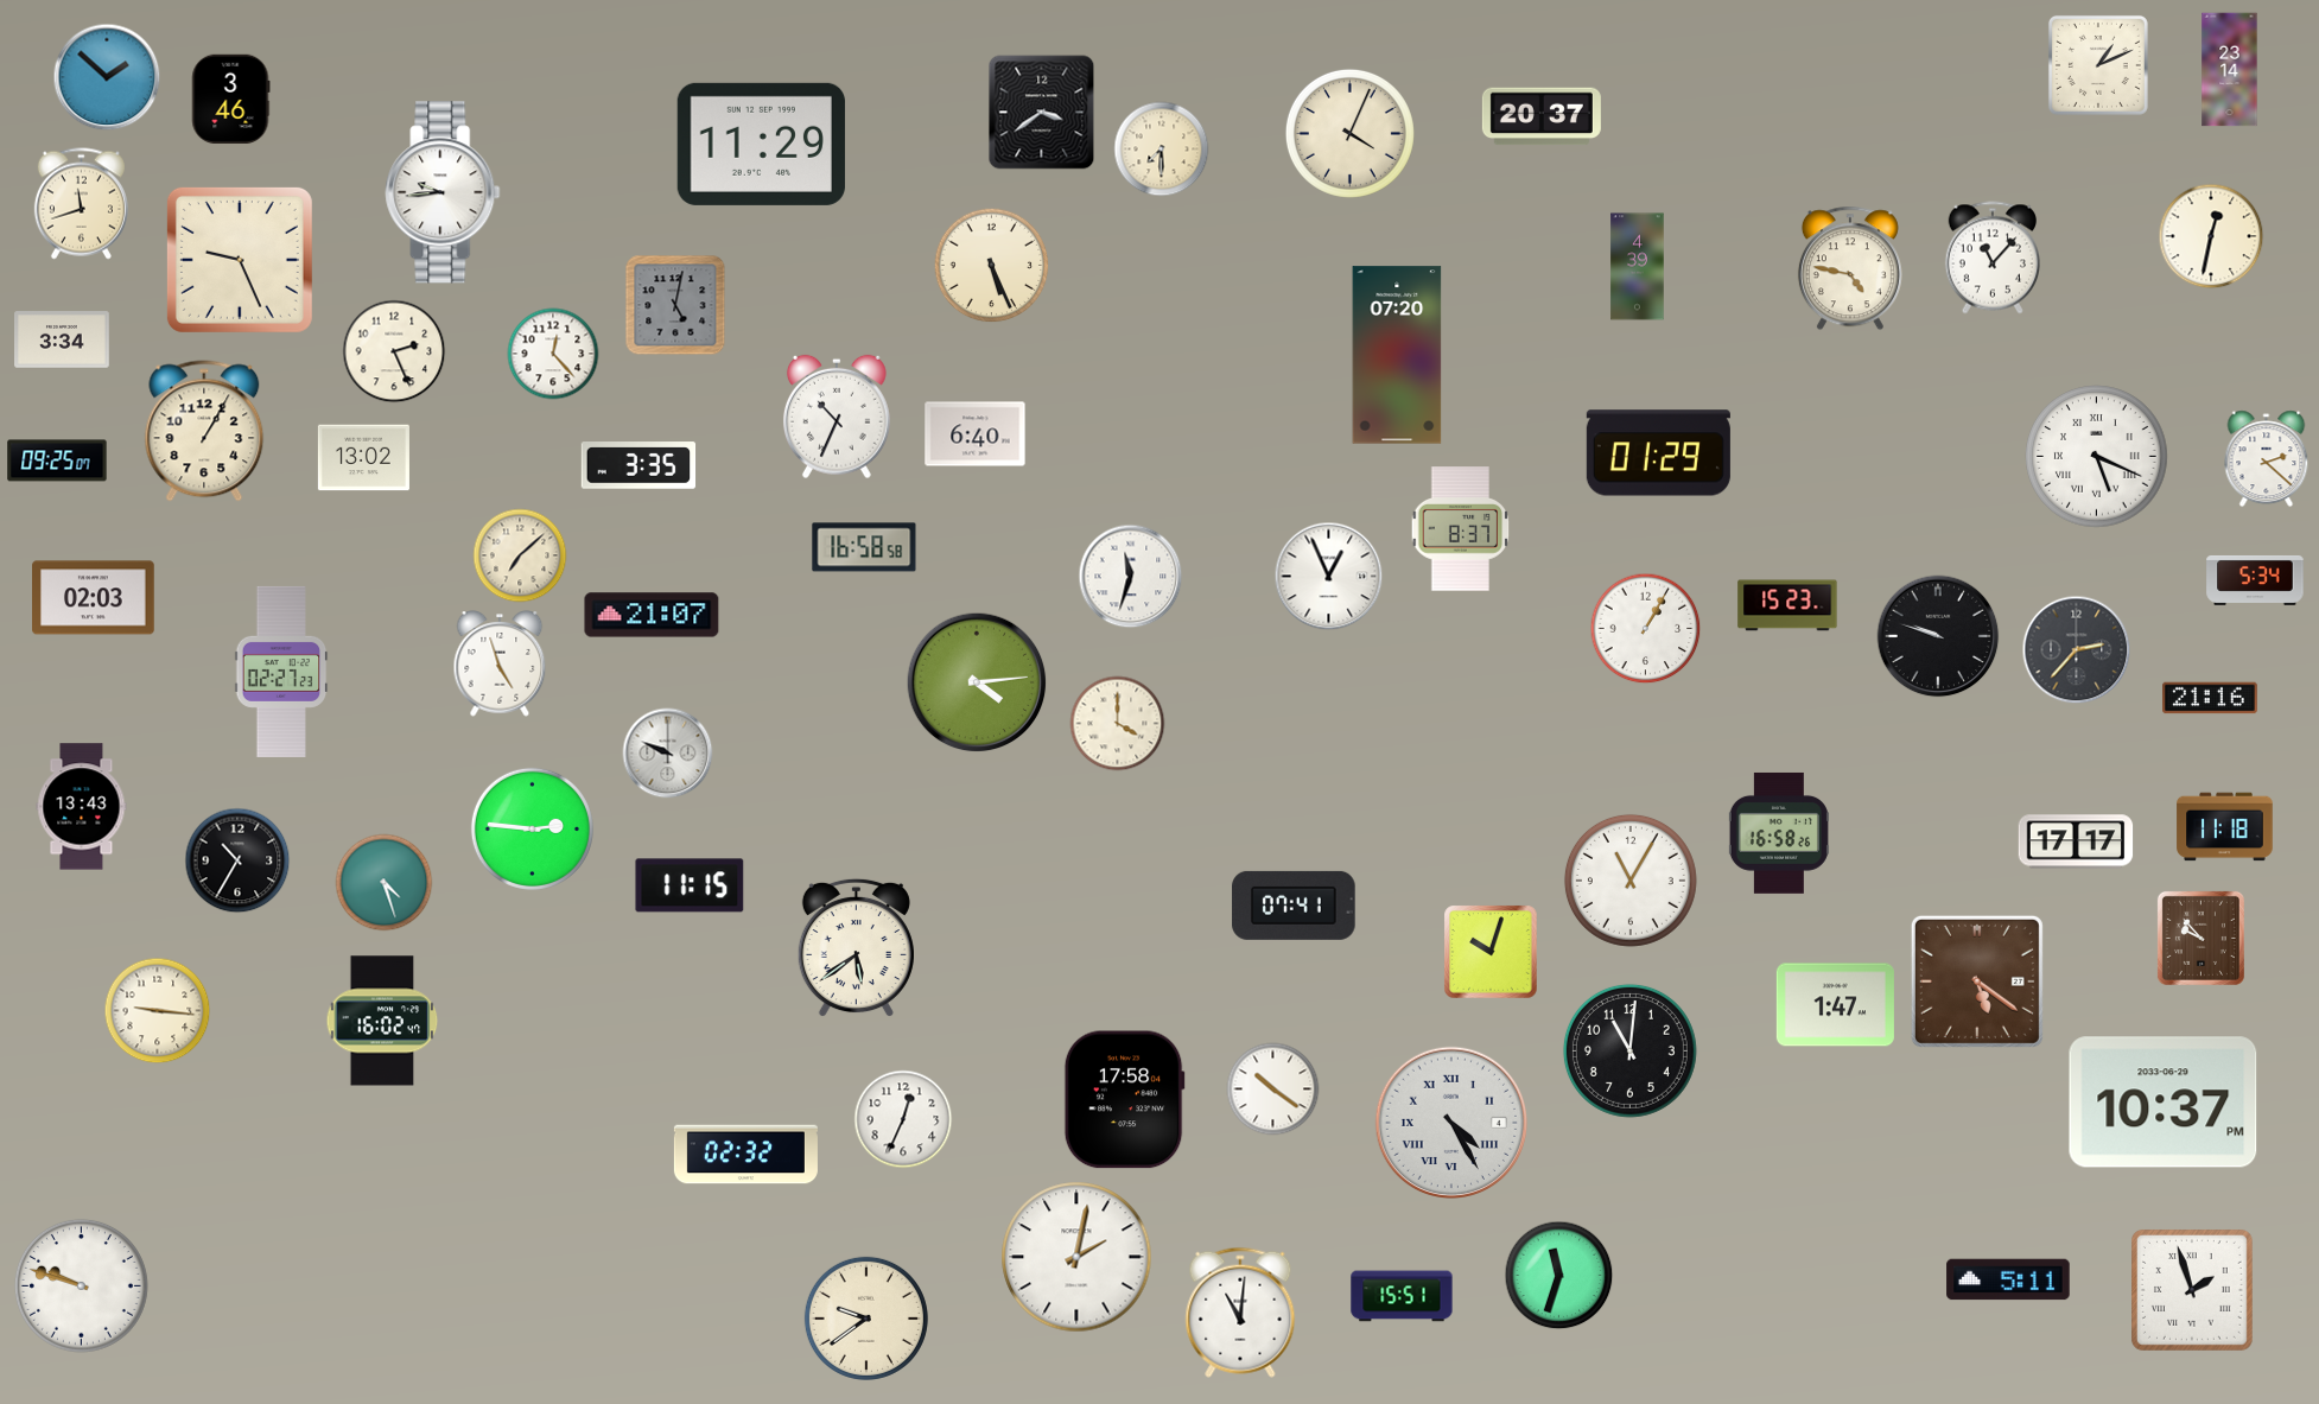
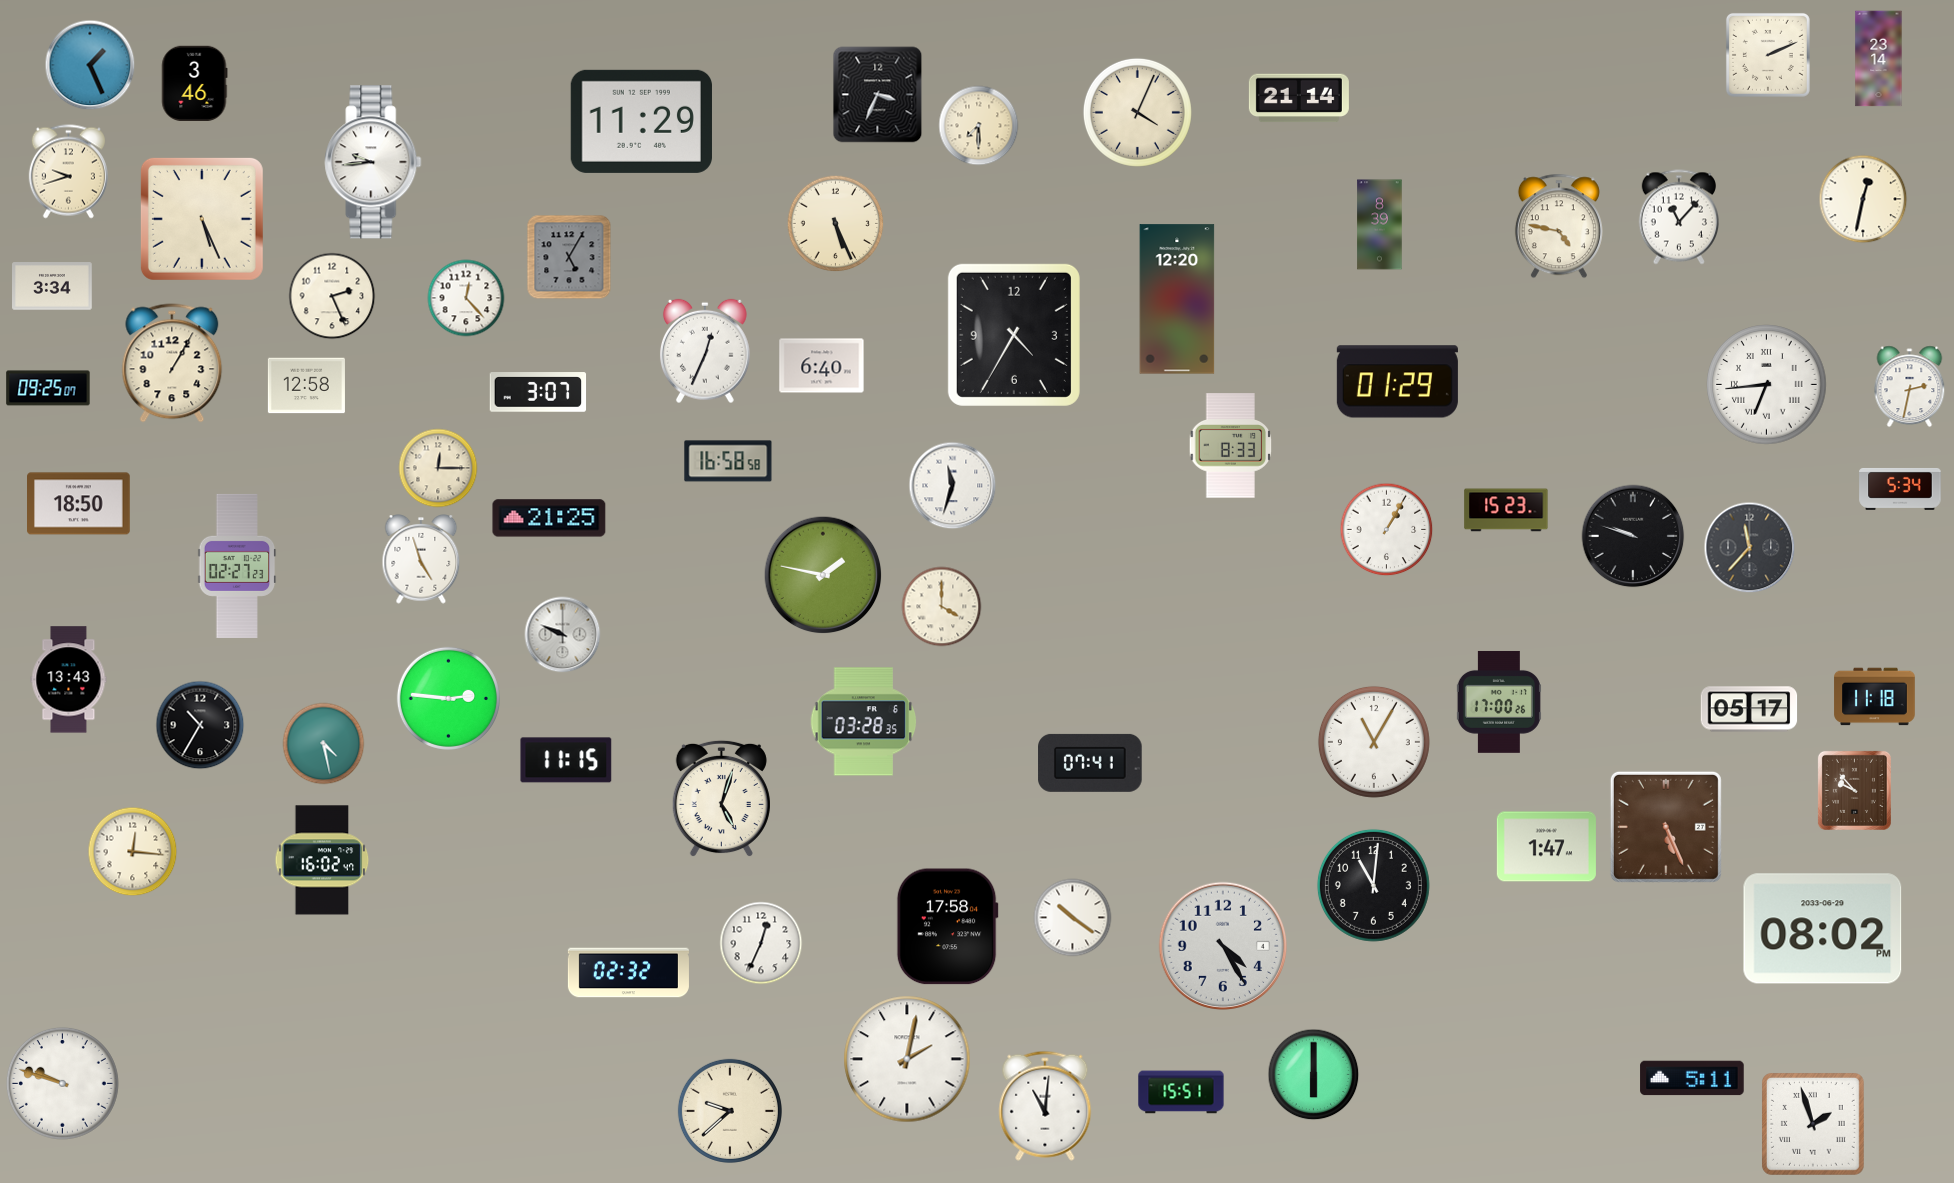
clock at (2098, 65): 1:11 -> 2:11
clock at (107, 77): 1:52 -> 1:26
clock at (1042, 113): 3:39 -> 3:34
clock at (1542, 116): 20:37 -> 21:14
clock at (81, 204): 11:42 -> 9:42
clock at (240, 260): 9:26 -> 5:26
clock at (1638, 267): 4:39 -> 8:39
clock at (675, 305): 5:02 -> 5:05
clock at (1397, 355): 07:20 -> 12:20
clock at (1014, 335): none -> 4:35
clock at (837, 417): 10:34 -> 12:34
clock at (2097, 457): 5:19 -> 6:44
clock at (363, 458): 13:02 -> 12:58
clock at (2267, 459): 2:22 -> 2:32
clock at (638, 465): 3:35 -> 3:07
clock at (1461, 529): 8:37 -> 8:33
clock at (520, 555): 7:08 -> 12:15
clock at (1329, 577): 12:56 -> none
clock at (94, 598): 02:03 -> 18:50
clock at (652, 615): 21:07 -> 21:25
clock at (2077, 650): 2:37 -> 11:37
clock at (977, 682): 4:14 -> 1:47
clock at (2211, 698): 21:16 -> none
clock at (1118, 724) position: (1118, 724) -> (942, 607)
clock at (1779, 833): 16:58 -> 17:00
clock at (2076, 841): 17:17 -> 05:17
clock at (864, 722): none -> 03:28
clock at (385, 883): 4:27 -> 4:28
clock at (690, 885) position: (690, 885) -> (566, 760)
clock at (856, 948): 5:39 -> 5:03
clock at (1491, 952): 10:03 -> none
clock at (1977, 981): 5:21 -> 5:26
clock at (158, 1011): 9:16 -> 12:16
clock at (2164, 1103): 10:37 -> 08:02
clock at (1450, 1122) numerals: Roman -> Arabic
clock at (1559, 1276): 11:33 -> 6:00
clock at (81, 1285) position: (81, 1285) -> (62, 1083)
clock at (2192, 1290) position: (2192, 1290) -> (1813, 1124)
clock at (866, 1319): 9:39 -> 9:38
